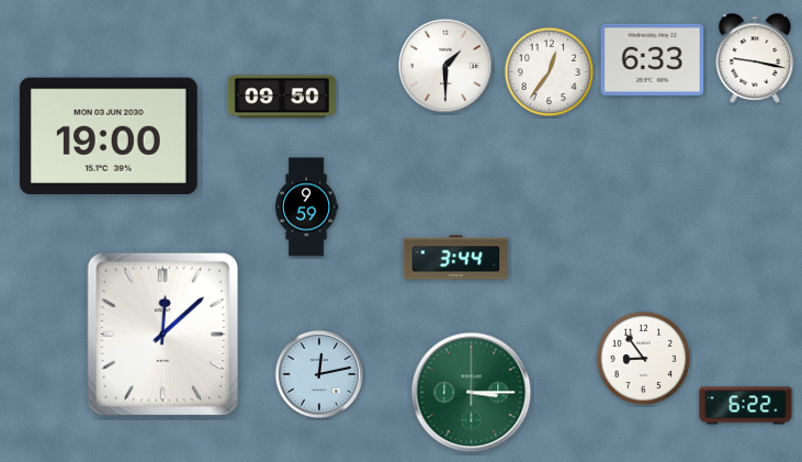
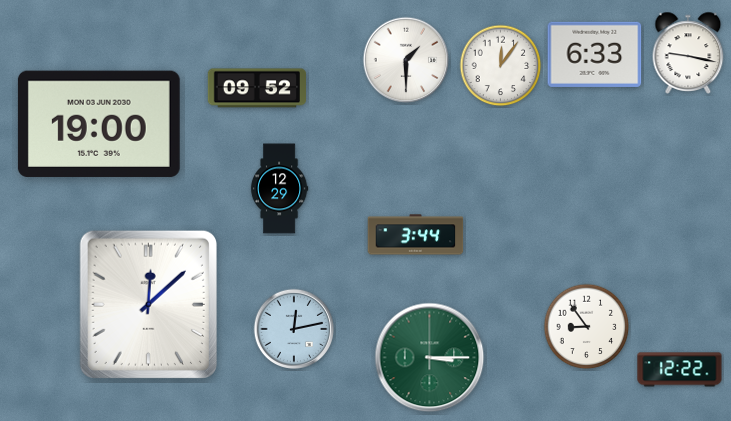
clock at (550, 72): 12:36 -> 12:06
clock at (282, 97): 09:50 -> 09:52
clock at (306, 207): 9:59 -> 12:29
clock at (319, 374) position: (319, 374) -> (294, 329)
clock at (746, 406): 6:22 -> 12:22
